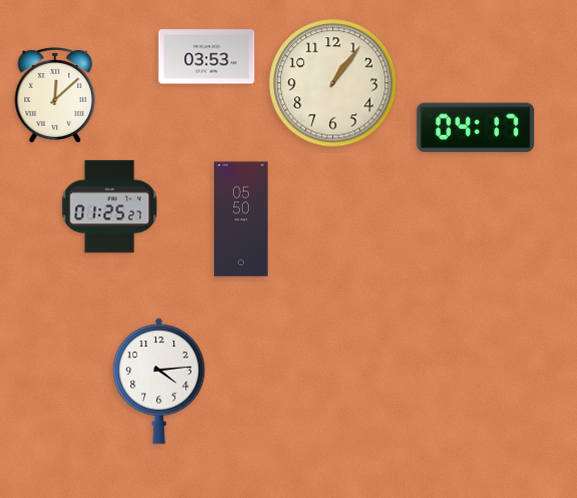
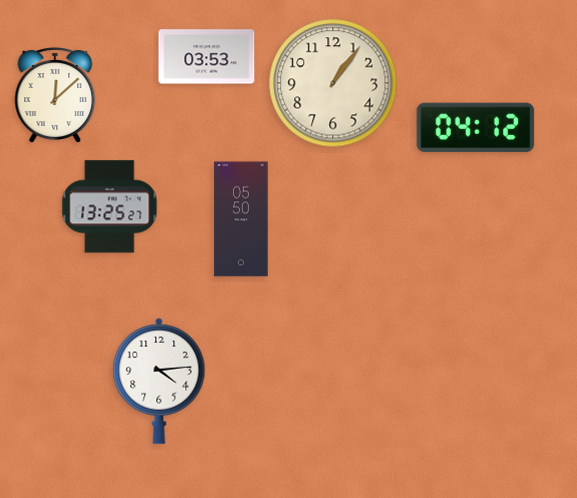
clock at (476, 128): 04:17 -> 04:12
clock at (110, 207): 01:25 -> 13:25
